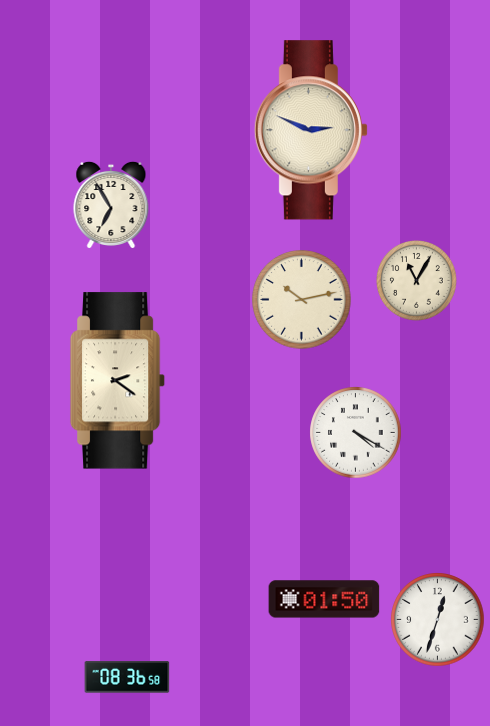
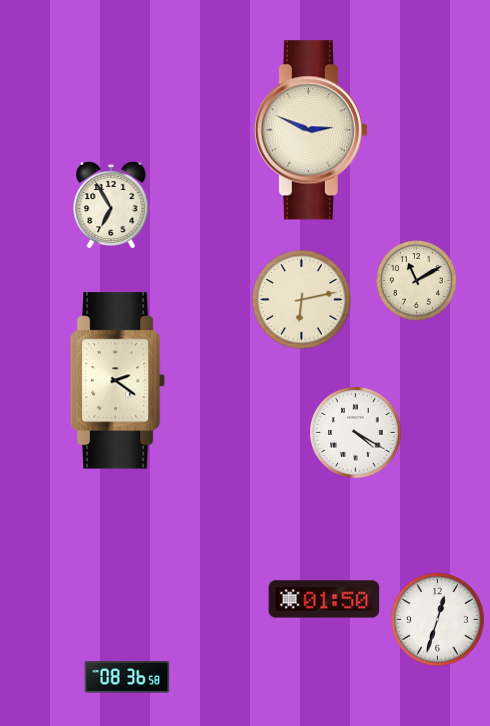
clock at (417, 281): 11:05 -> 11:10
clock at (302, 300): 10:13 -> 6:13
